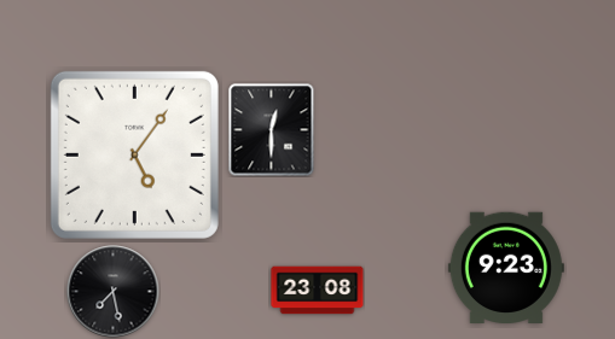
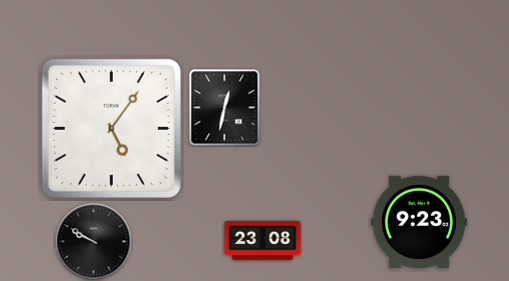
clock at (272, 130): 12:30 -> 12:32
clock at (114, 292): 7:28 -> 9:50
